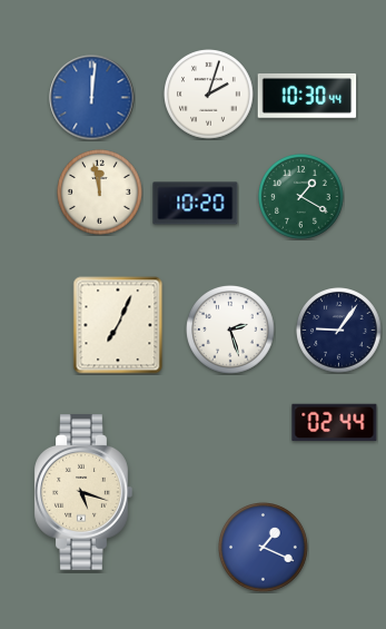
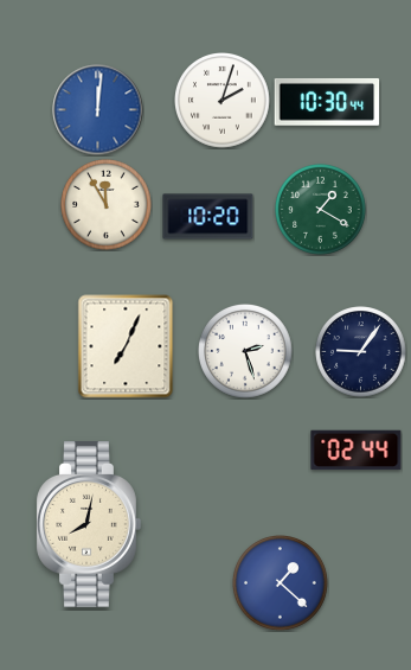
clock at (92, 98) position: (92, 98) -> (98, 110)
clock at (100, 193): 11:58 -> 11:55
clock at (83, 493): 5:18 -> 8:02
clock at (264, 548): 1:19 -> 1:22
